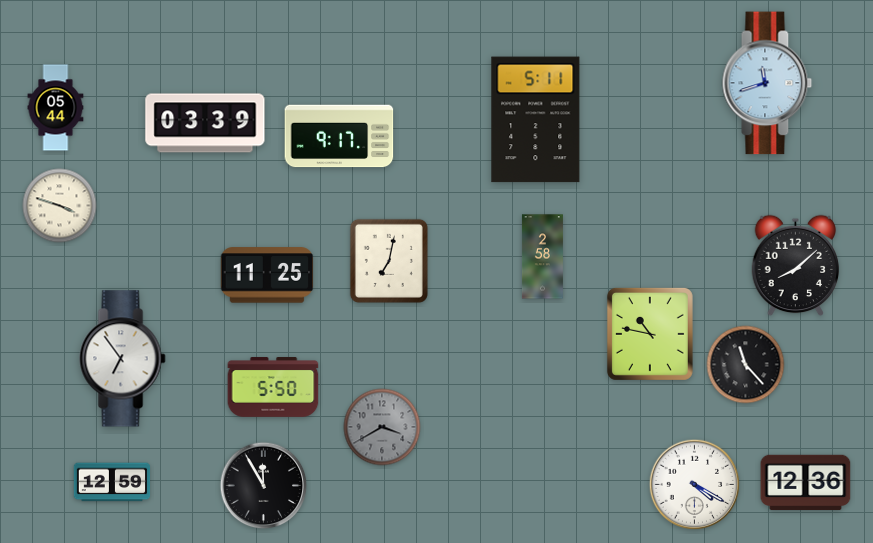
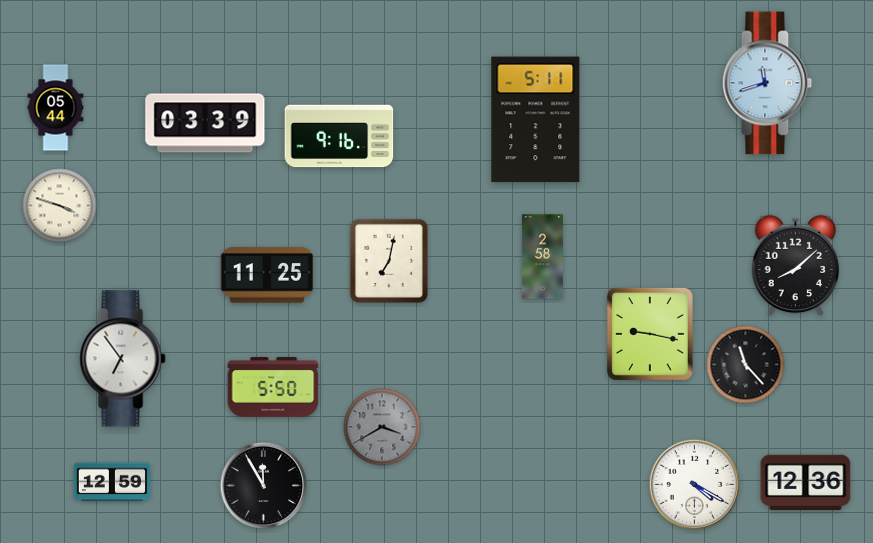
clock at (339, 136): 9:17 -> 9:16
clock at (650, 334): 10:47 -> 9:17
